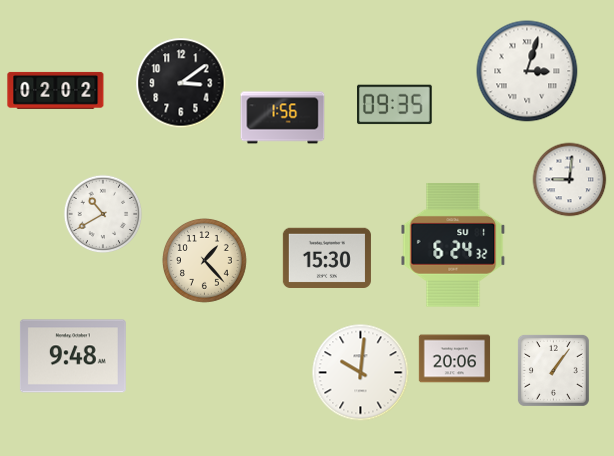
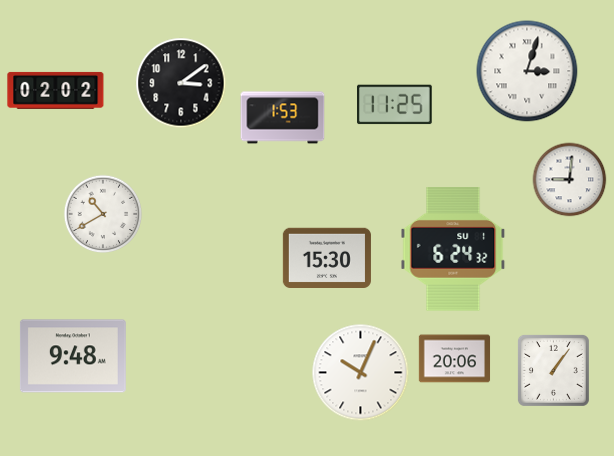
clock at (395, 105): 09:35 -> 11:25
clock at (283, 118): 1:56 -> 1:53
clock at (453, 246) position: (453, 246) -> (453, 250)
clock at (205, 261): 1:23 -> none
clock at (361, 373): 10:01 -> 10:04
